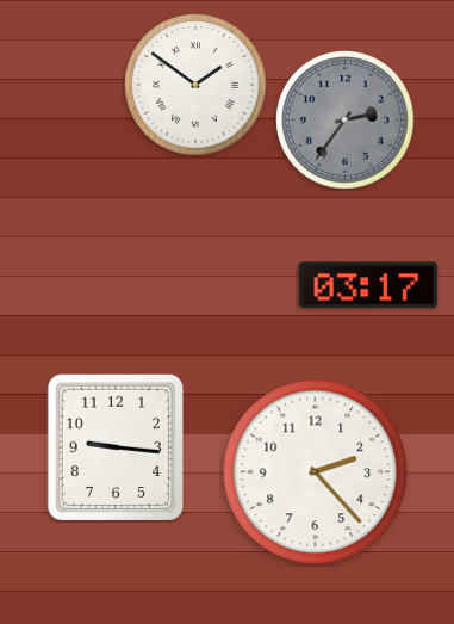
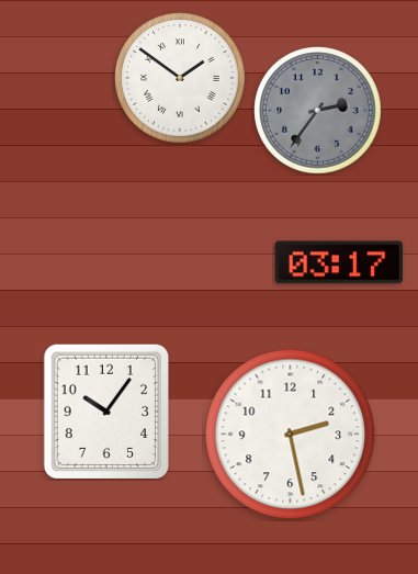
clock at (114, 447): 9:16 -> 10:06
clock at (316, 472): 2:23 -> 2:28
